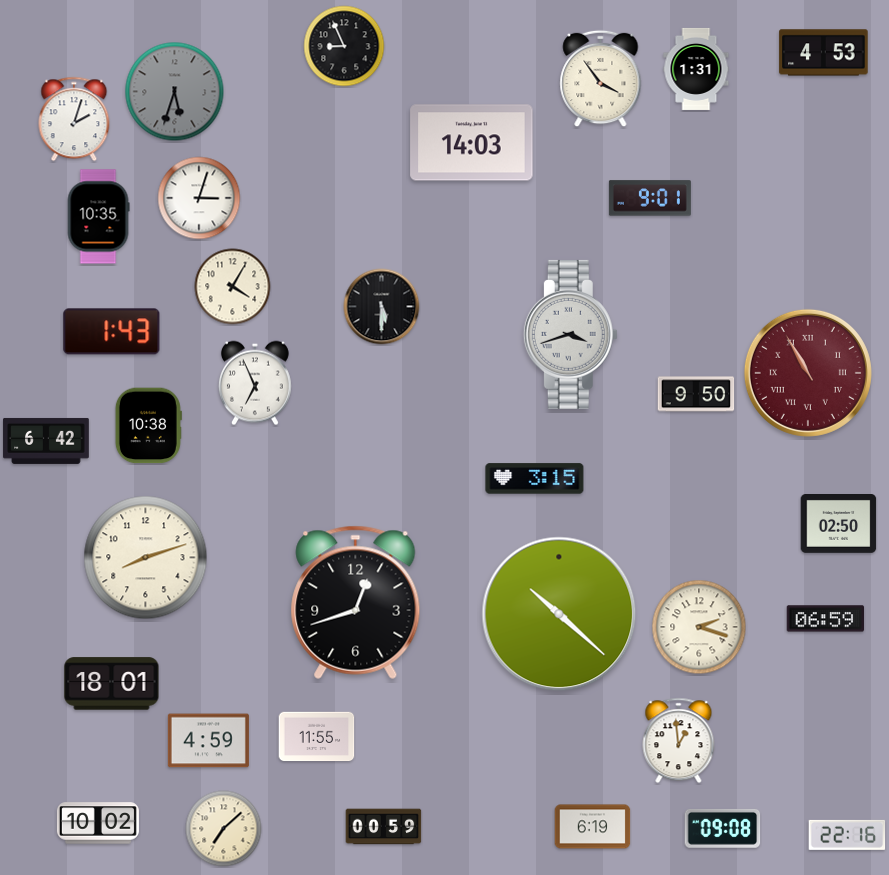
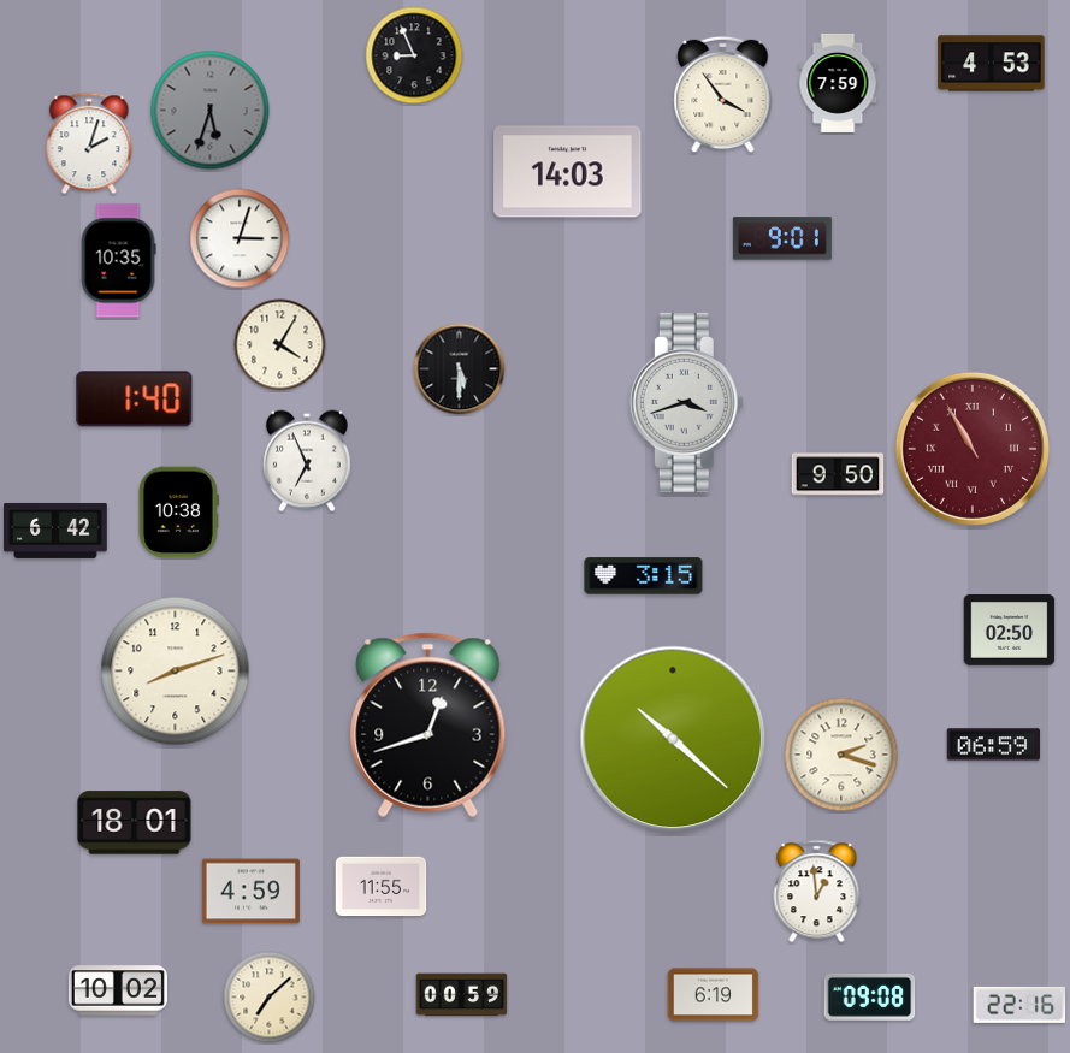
clock at (696, 69): 1:31 -> 7:59
clock at (112, 332): 1:43 -> 1:40
